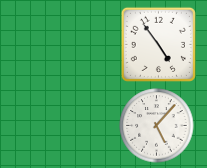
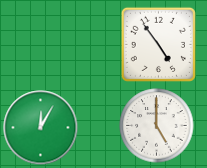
clock at (157, 126): 5:07 -> 5:00
clock at (41, 128): none -> 12:05
